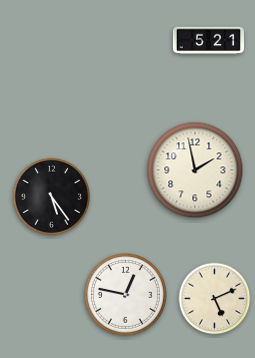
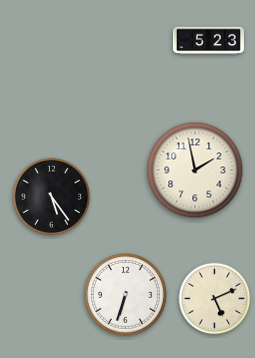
clock at (208, 41): 5:21 -> 5:23
clock at (126, 295): 12:47 -> 6:33
